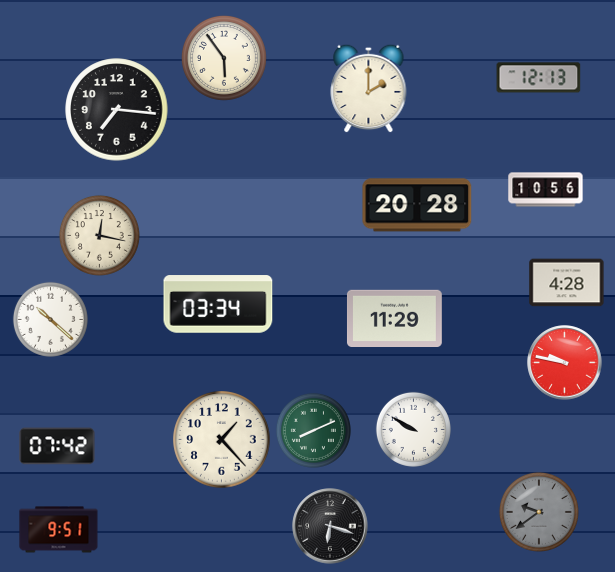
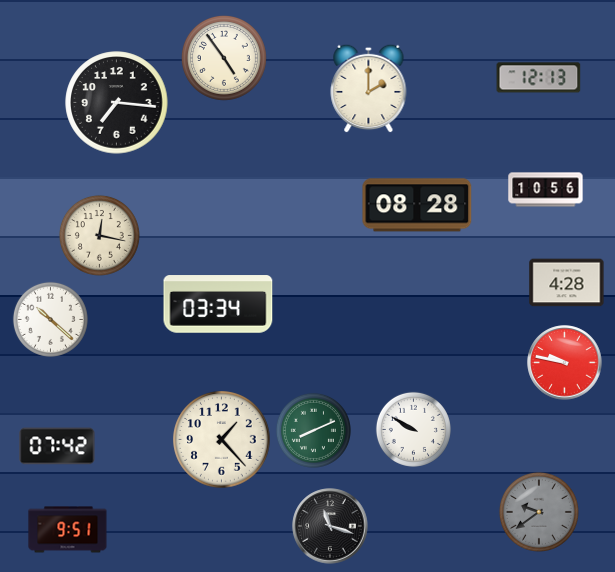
clock at (224, 58): 5:54 -> 4:54
clock at (117, 110) position: (117, 110) -> (117, 103)
clock at (417, 205): 20:28 -> 08:28
clock at (394, 319): 11:29 -> none
clock at (330, 526): 6:18 -> 11:18
clock at (59, 530) position: (59, 530) -> (68, 530)
